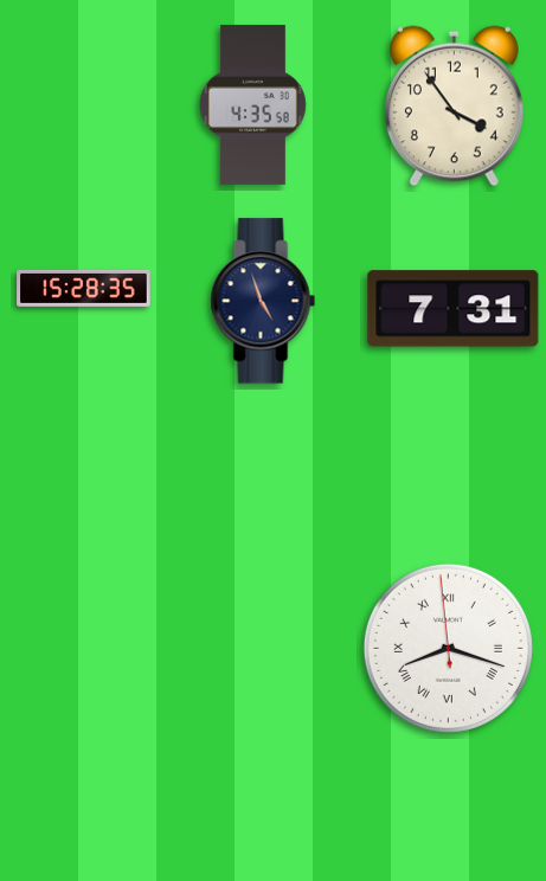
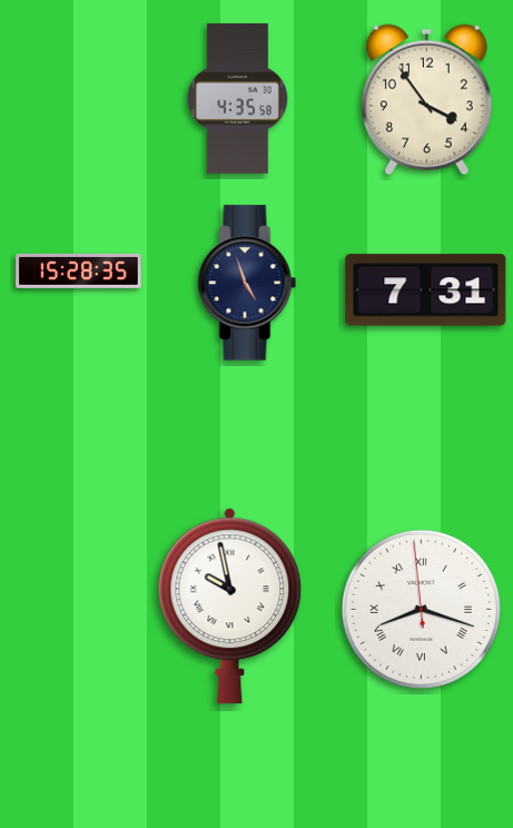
clock at (230, 607): none -> 9:58
